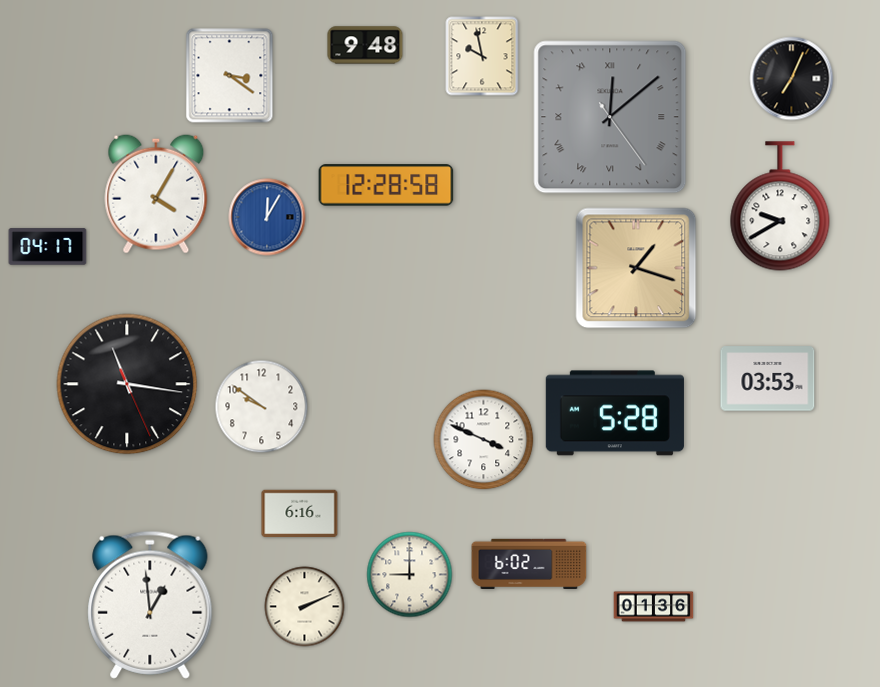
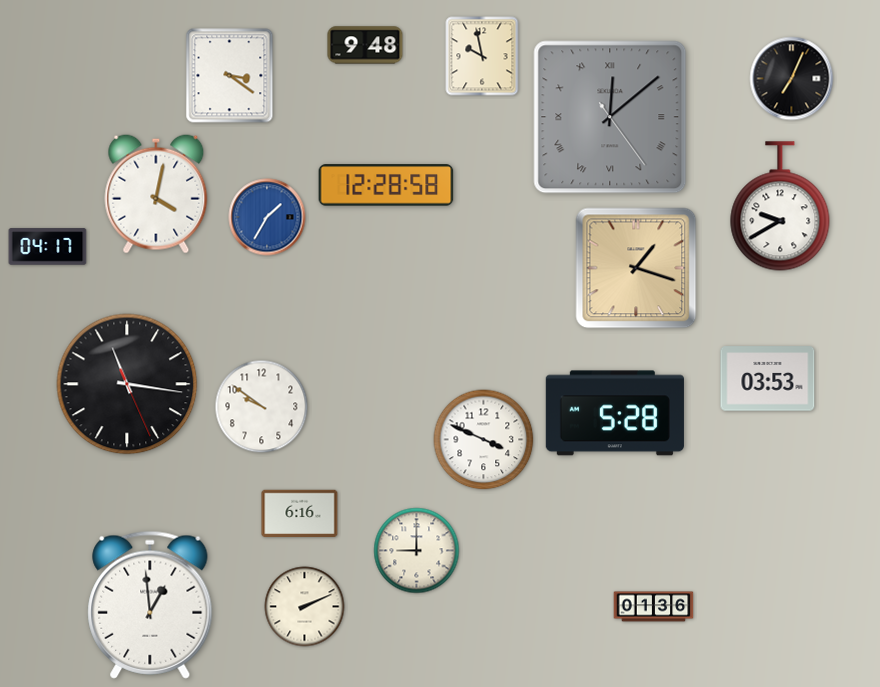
clock at (156, 194): 4:05 -> 4:02
clock at (267, 217): 12:05 -> 1:35
clock at (529, 563): 6:02 -> none
clock at (410, 575) position: (410, 575) -> (417, 551)
